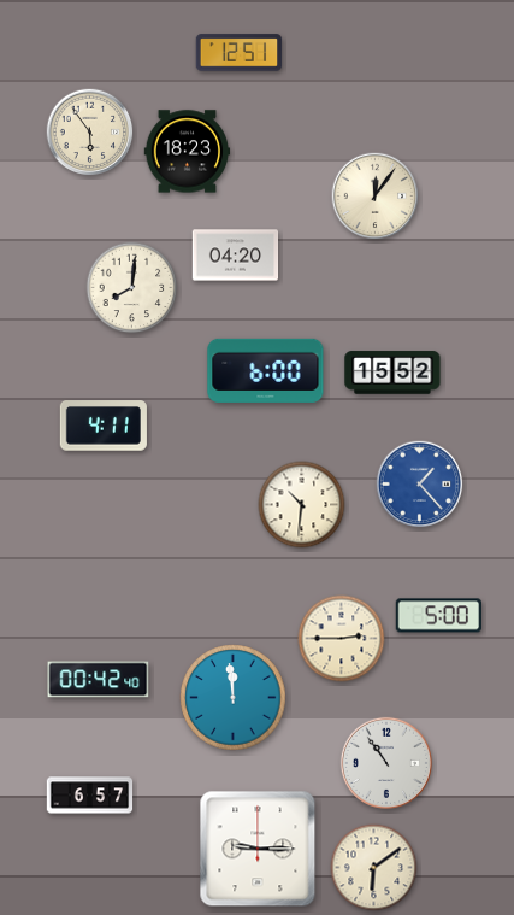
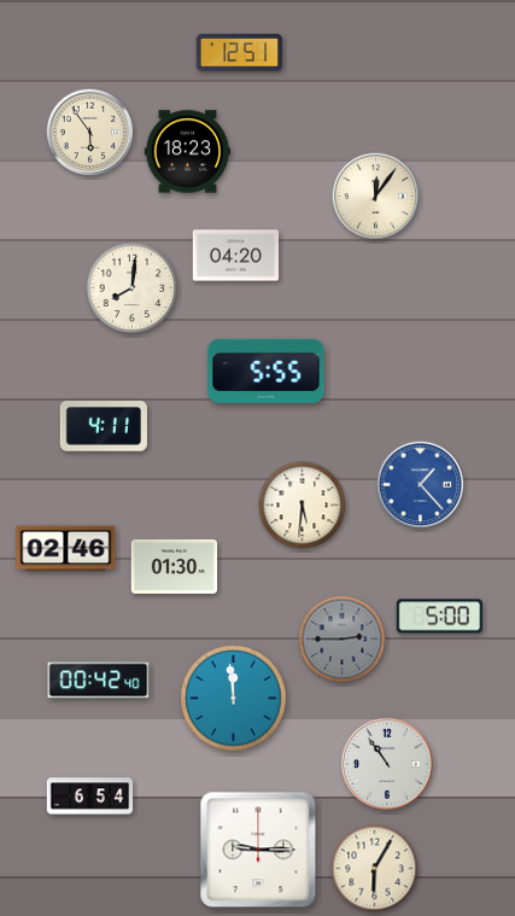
clock at (266, 370): 6:00 -> 5:55
clock at (392, 373): 15:52 -> none
clock at (302, 505): 10:31 -> 5:31
clock at (66, 549): none -> 02:46
clock at (175, 566): none -> 01:30
clock at (342, 639) dial: cream -> grey
clock at (90, 796): 6:57 -> 6:54
clock at (374, 868): 6:09 -> 6:05
